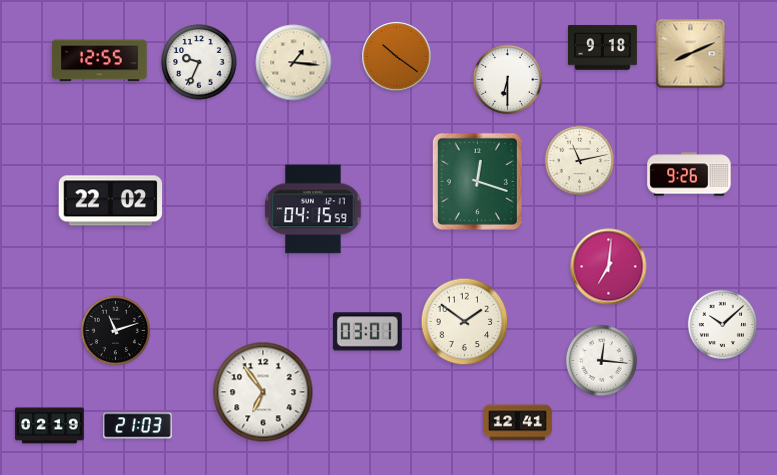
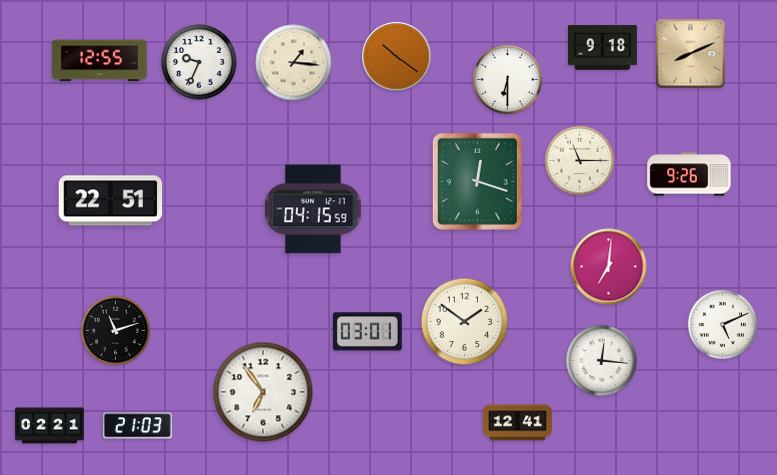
clock at (579, 160): 11:13 -> 11:15
clock at (111, 201): 22:02 -> 22:51
clock at (722, 324): 10:08 -> 5:11
clock at (49, 426): 02:19 -> 02:21
